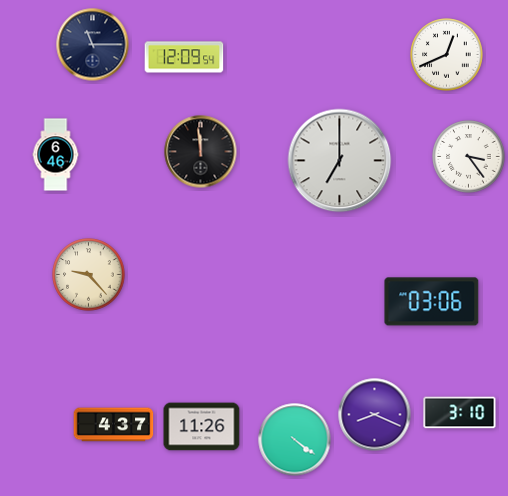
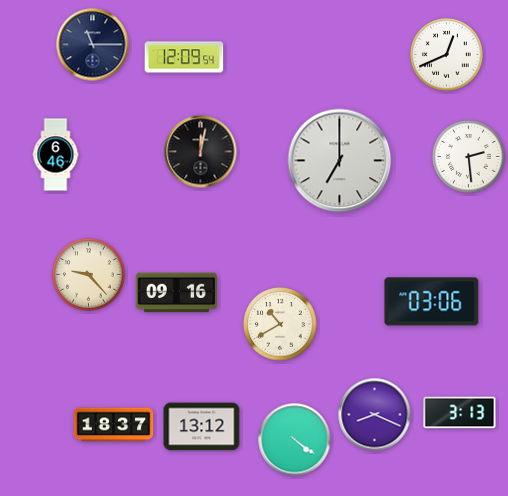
clock at (201, 152): 11:59 -> 12:02
clock at (469, 157): 3:24 -> 2:29
clock at (176, 293): none -> 09:16
clock at (280, 324): none -> 10:40
clock at (460, 413): 3:10 -> 3:13
clock at (114, 425): 4:37 -> 18:37
clock at (202, 427): 11:26 -> 13:12
